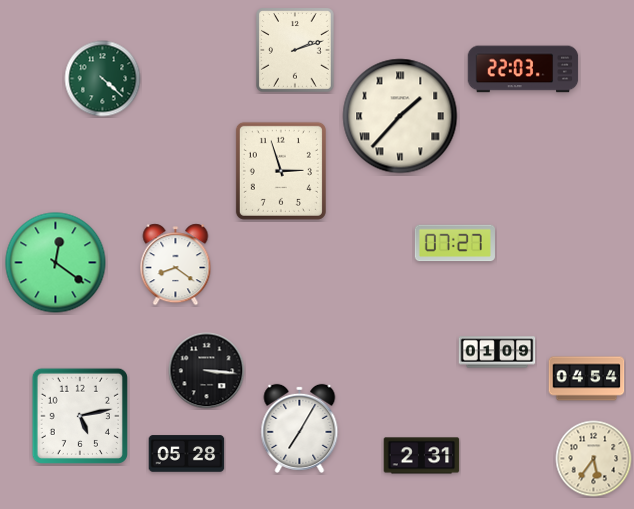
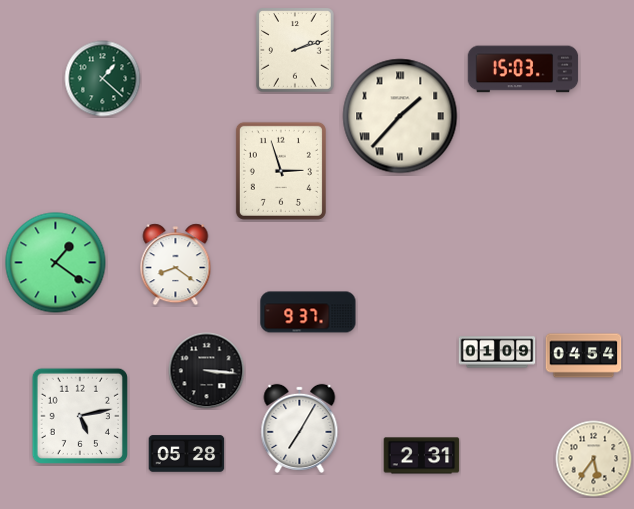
clock at (523, 69): 22:03 -> 15:03
clock at (103, 79): 4:22 -> 1:22
clock at (455, 243): 07:27 -> none
clock at (56, 263): 12:21 -> 1:21
clock at (308, 312): none -> 9:37
clock at (587, 379) position: (587, 379) -> (584, 356)
